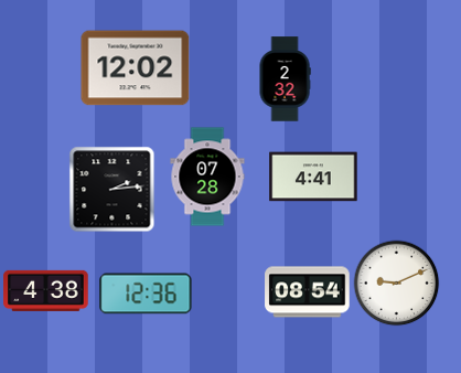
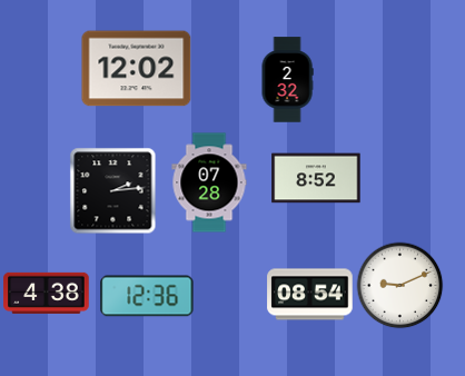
clock at (207, 177) position: (207, 177) -> (209, 182)
clock at (313, 177): 4:41 -> 8:52
